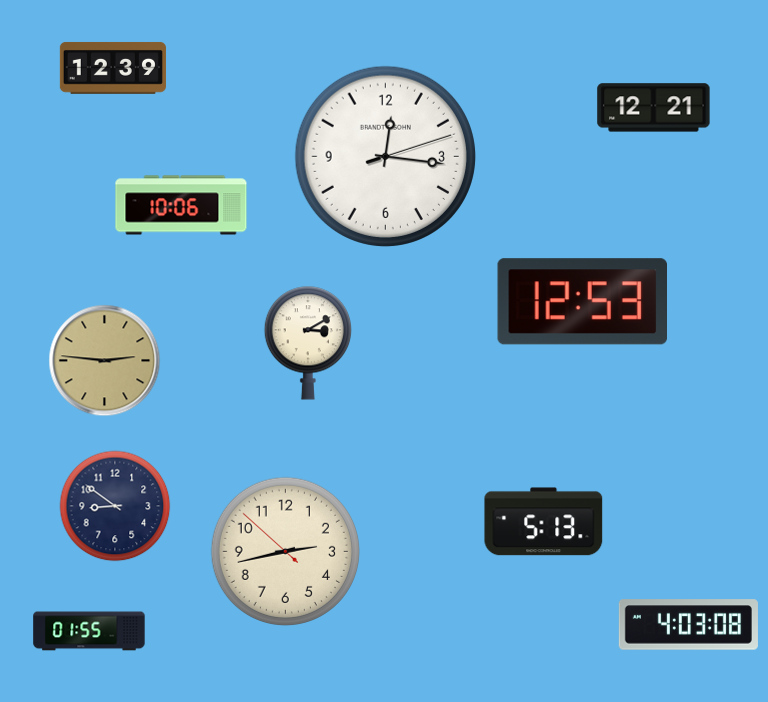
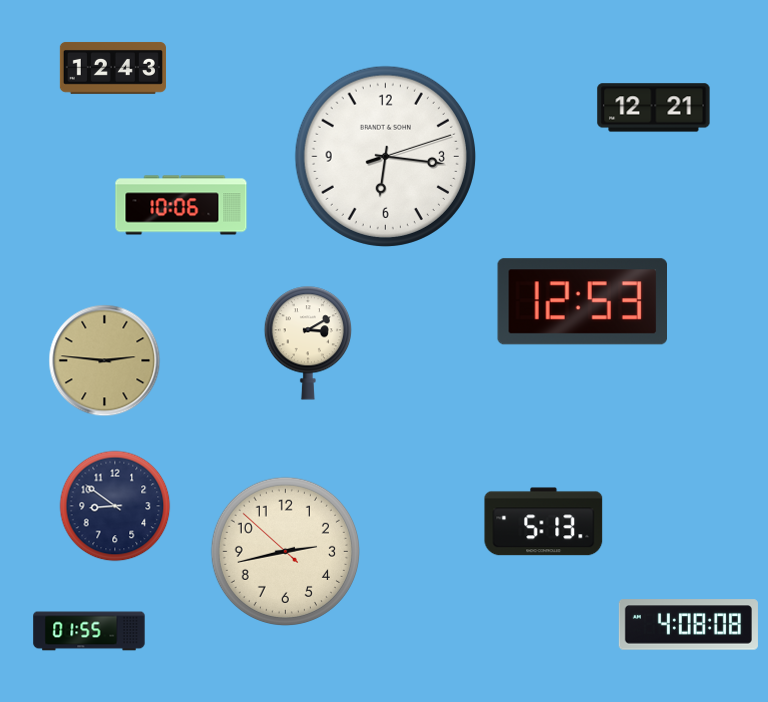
clock at (113, 68): 12:39 -> 12:43
clock at (385, 156): 12:16 -> 6:16
clock at (688, 625): 4:03 -> 4:08
